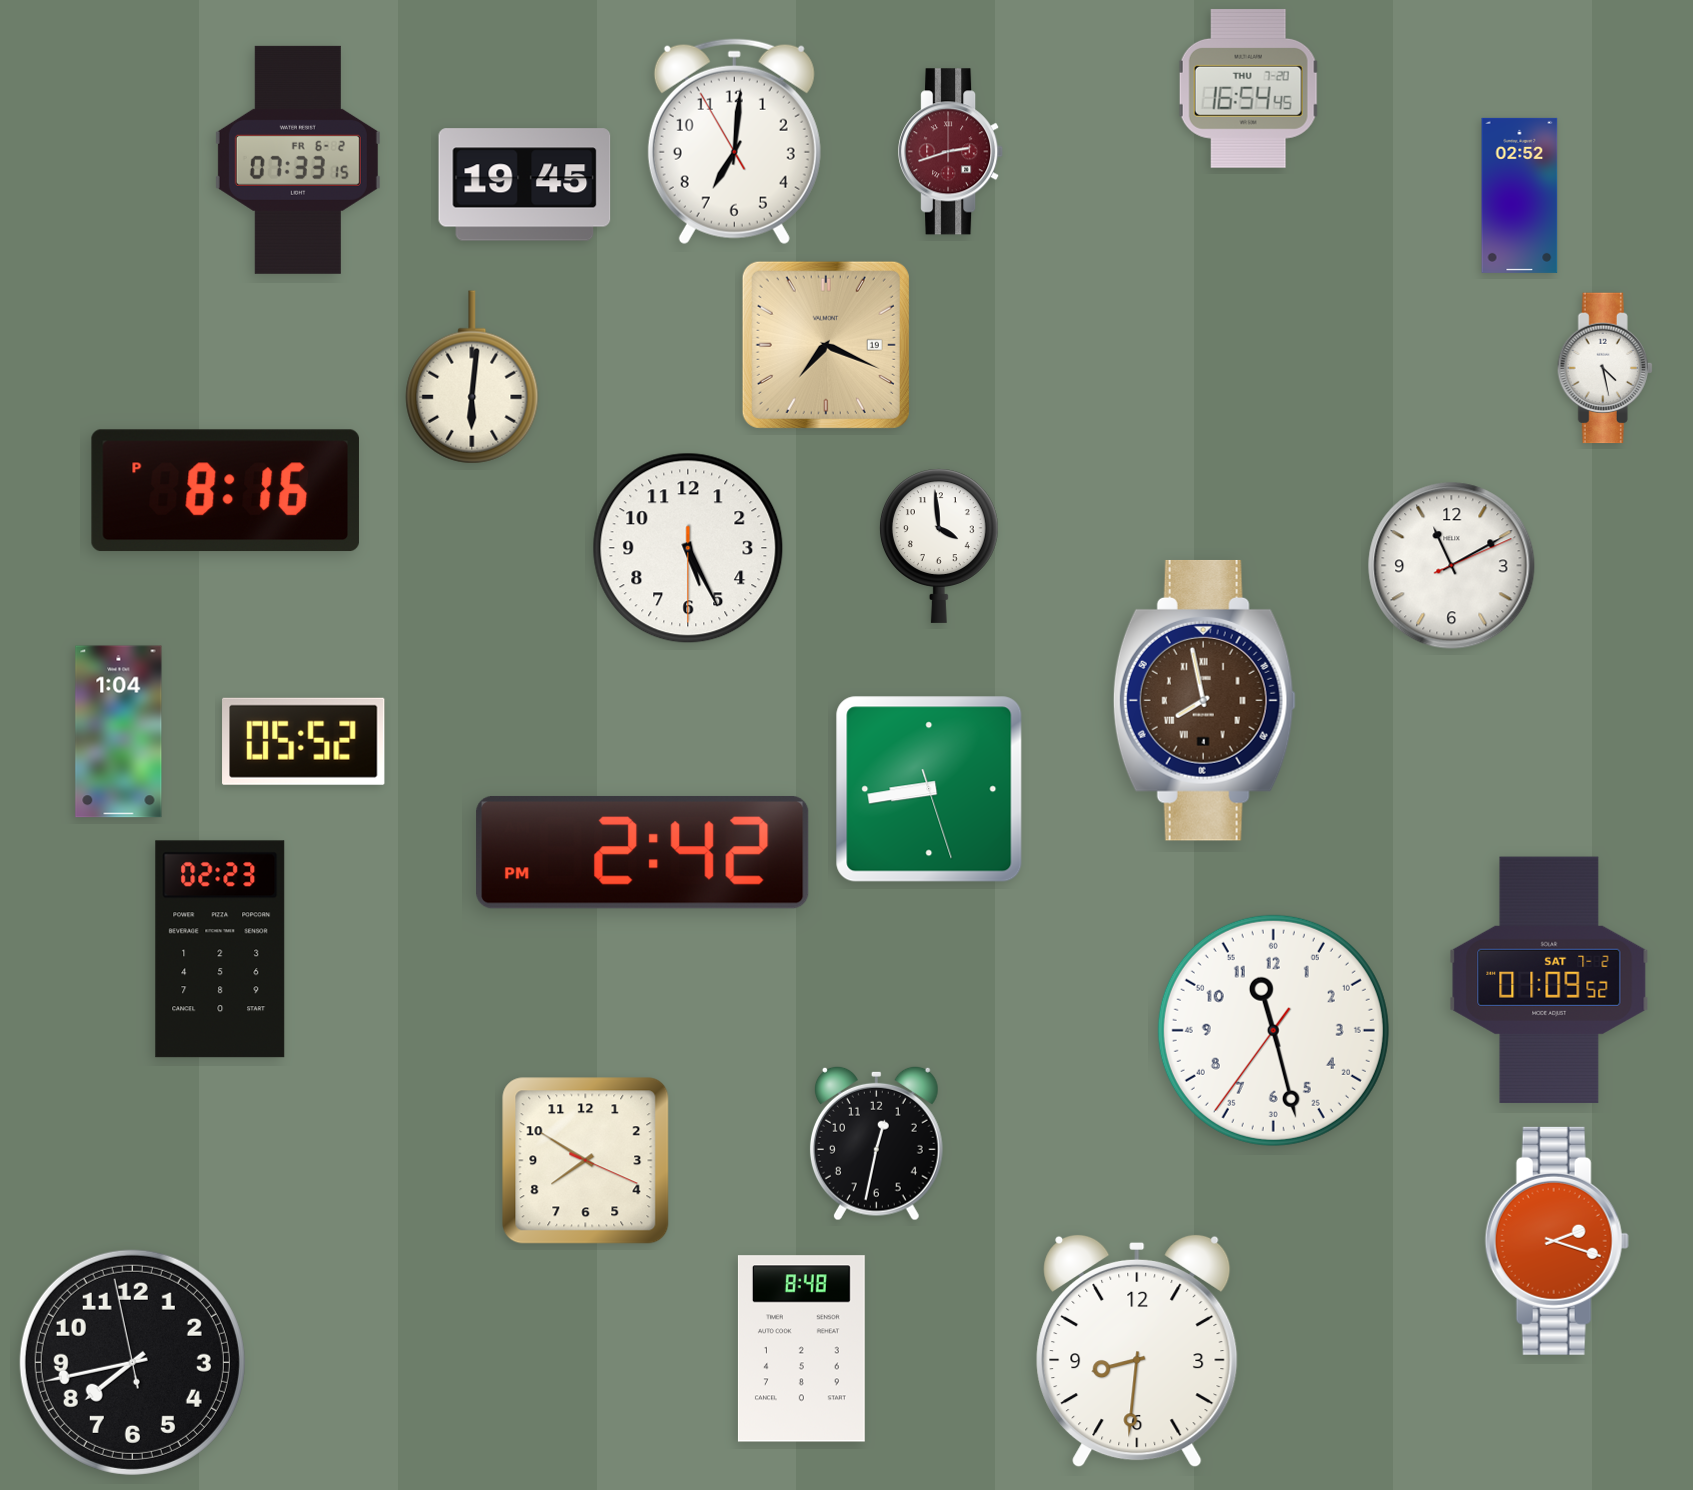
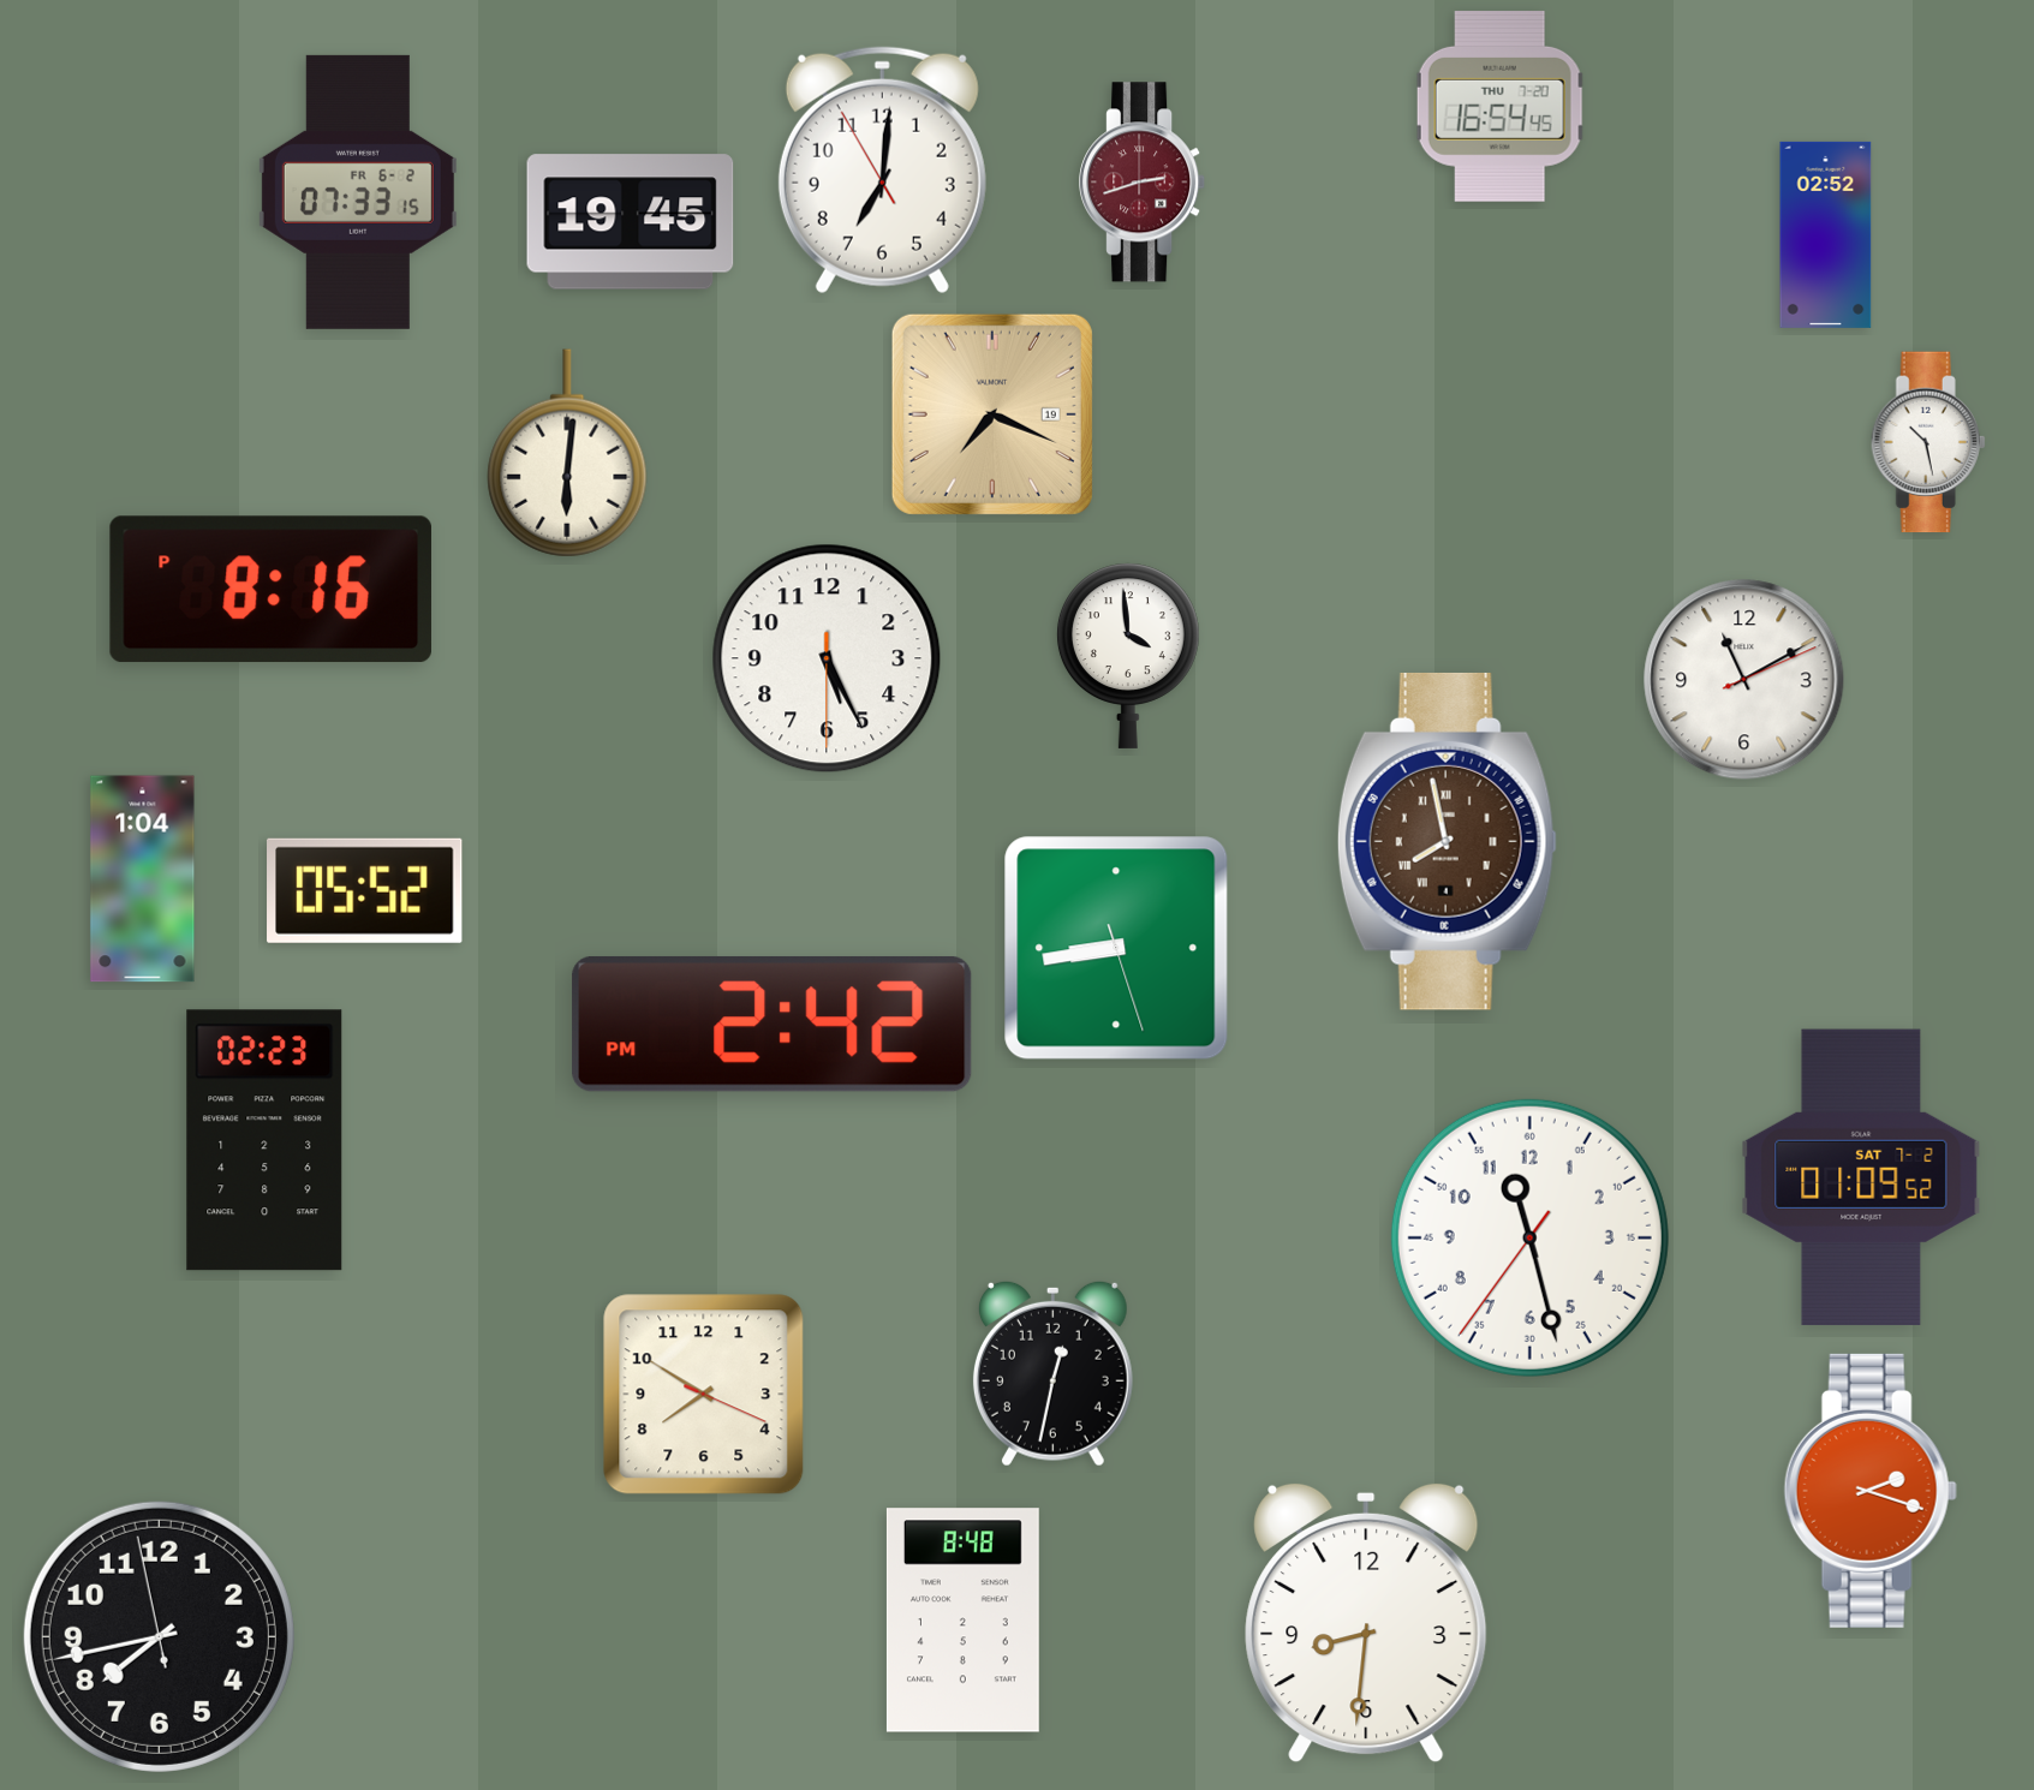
clock at (1605, 368): 4:28 -> 10:28
